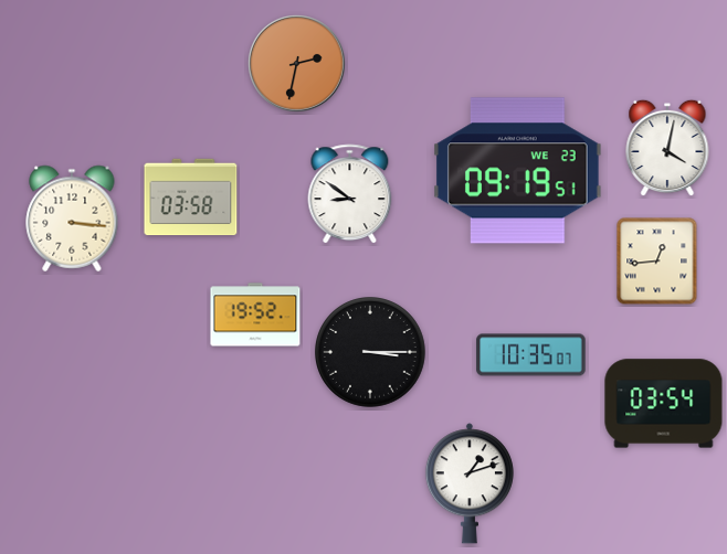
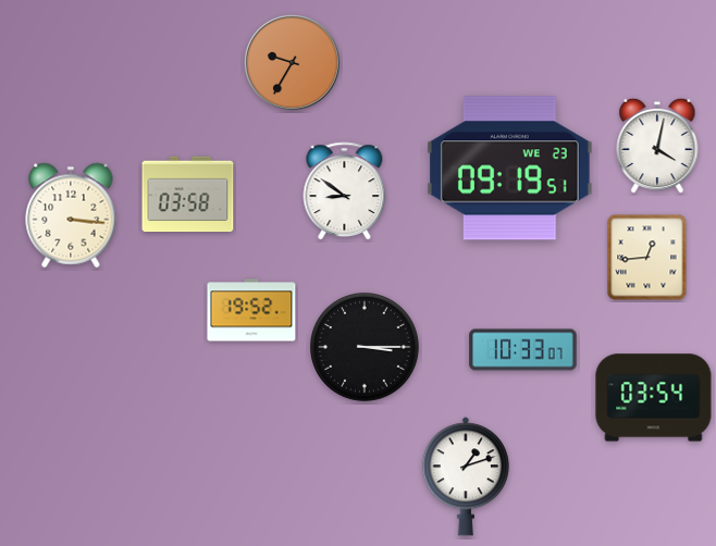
clock at (296, 63): 2:32 -> 9:35
clock at (531, 355): 10:35 -> 10:33
clock at (470, 483) position: (470, 483) -> (466, 476)
